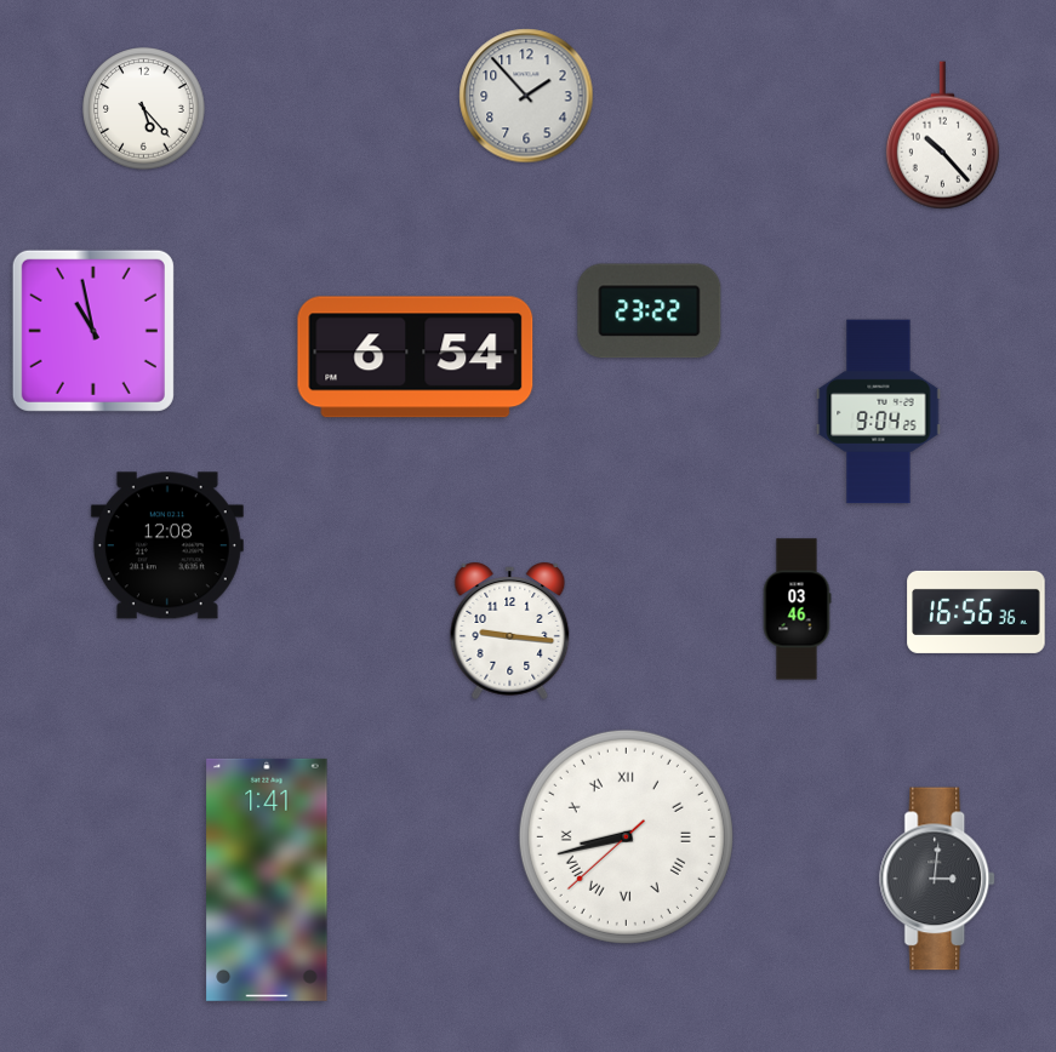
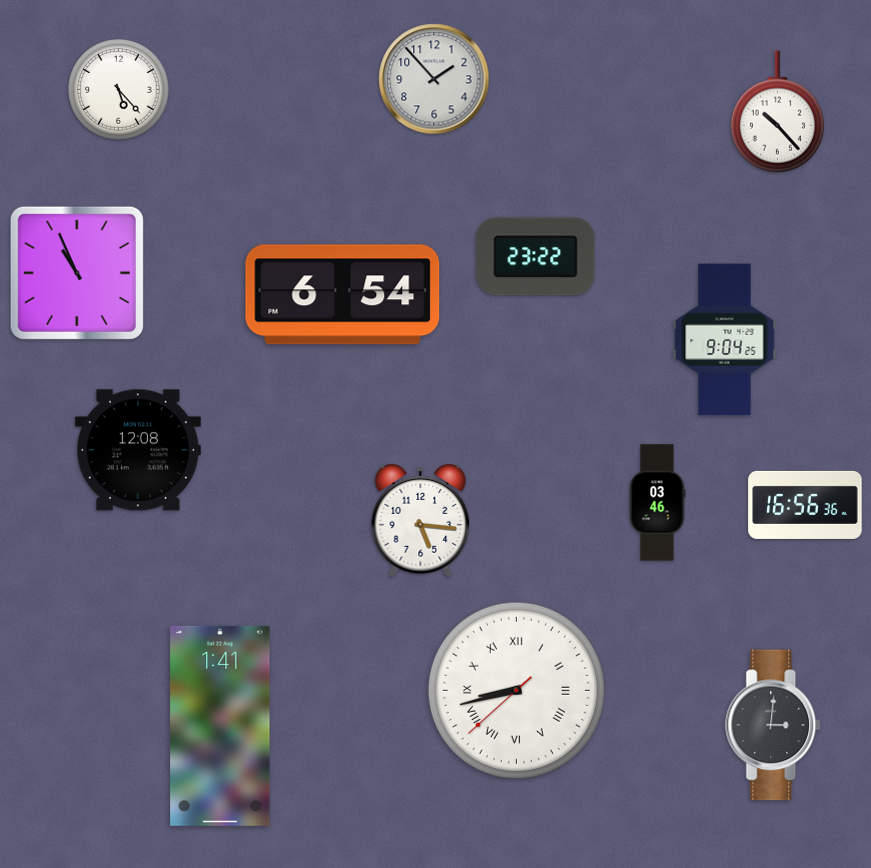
clock at (93, 331): 10:58 -> 10:56
clock at (510, 630): 9:16 -> 5:16
